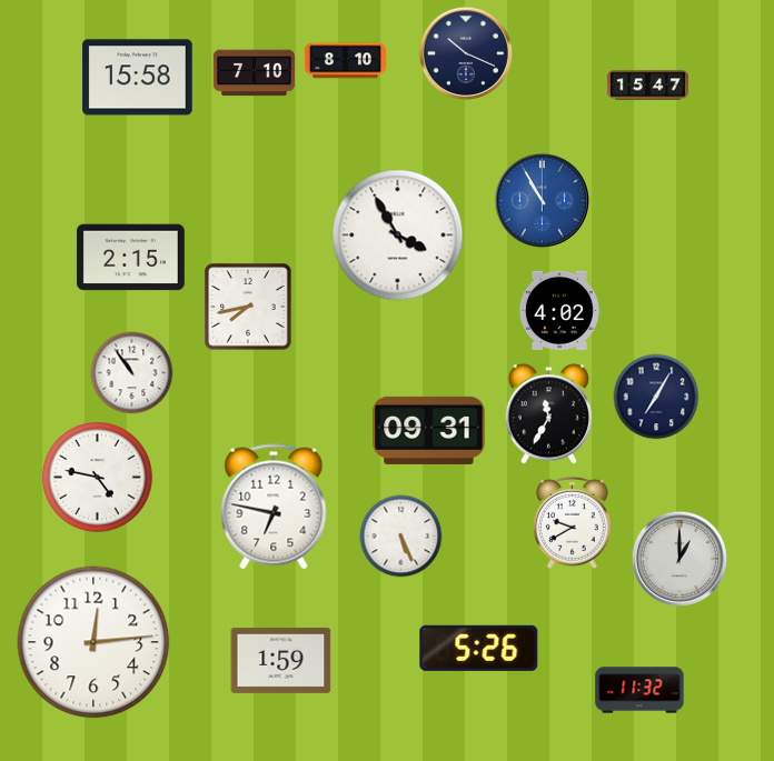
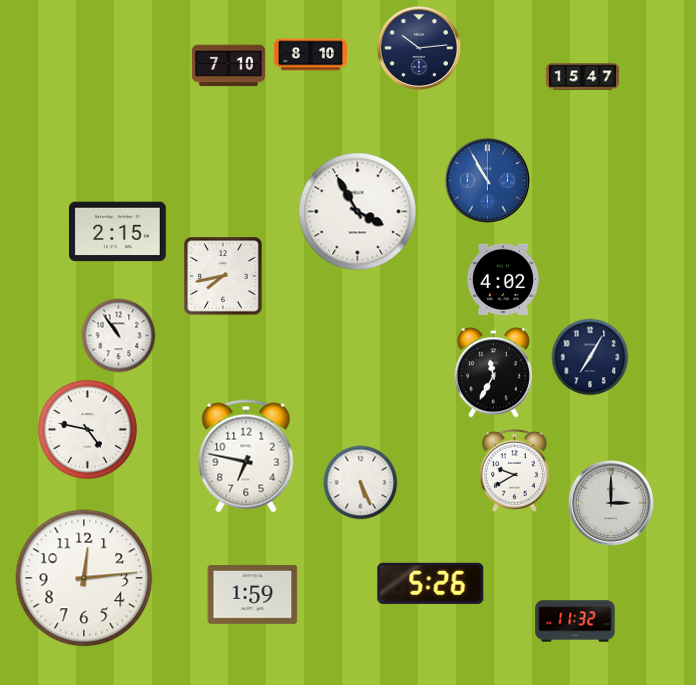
clock at (465, 52): 10:19 -> 10:14
clock at (138, 78): 15:58 -> none
clock at (429, 430): 09:31 -> none
clock at (679, 559): 1:00 -> 3:00
